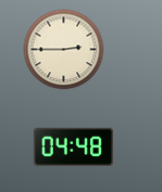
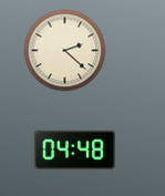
clock at (64, 50): 2:45 -> 2:22
